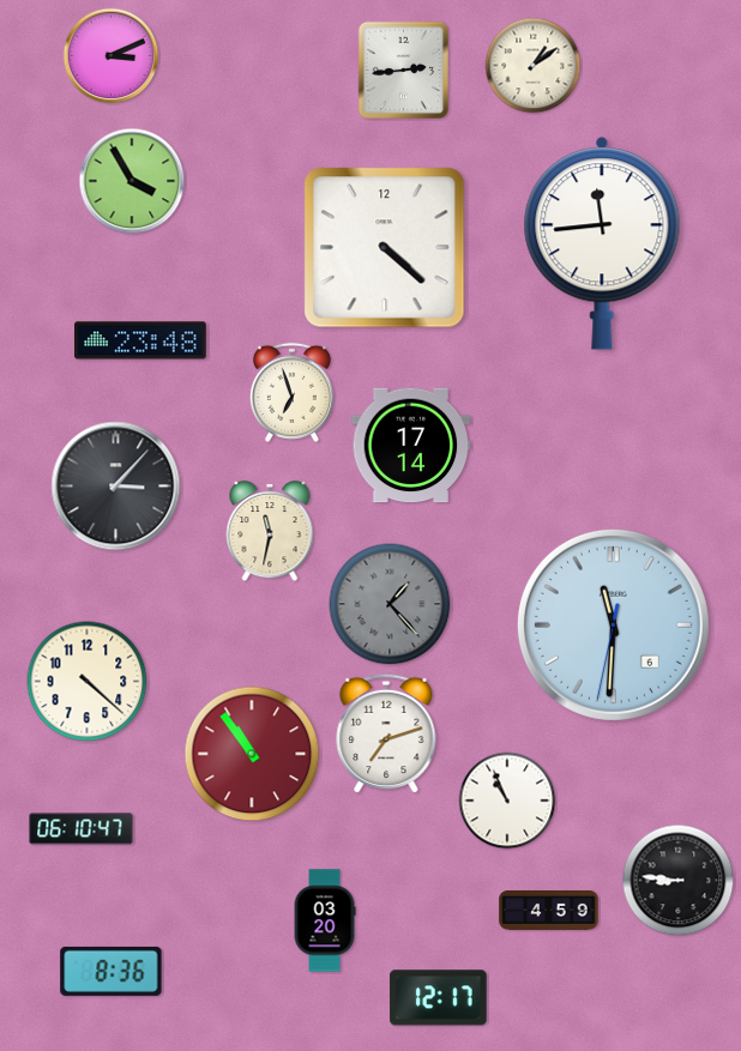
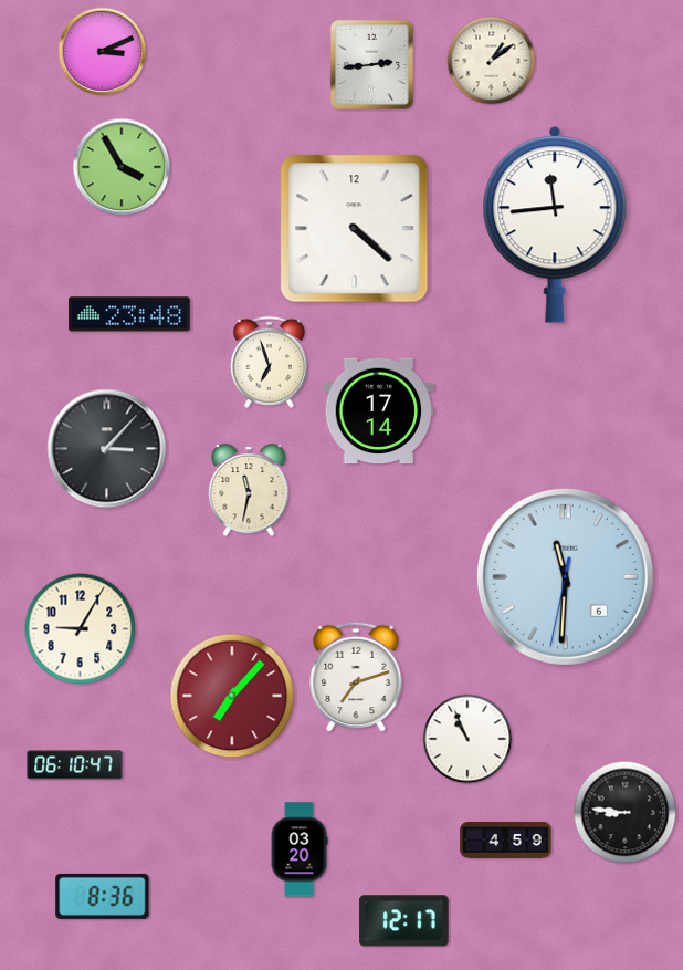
clock at (390, 604): 1:23 -> none
clock at (88, 682): 4:22 -> 9:05
clock at (252, 754): 10:54 -> 7:07
